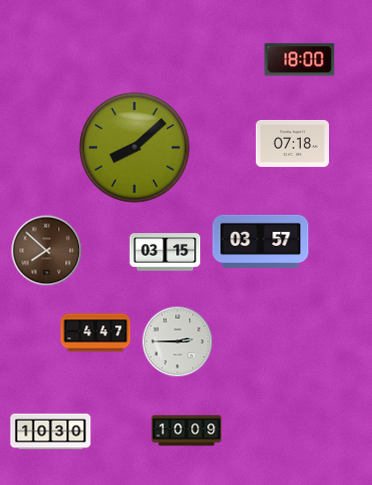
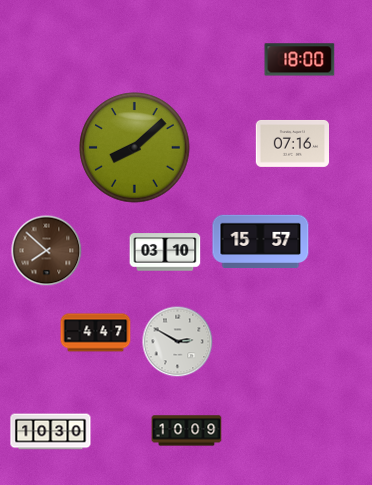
clock at (293, 143): 07:18 -> 07:16
clock at (261, 241): 03:57 -> 15:57
clock at (165, 252): 03:15 -> 03:10
clock at (178, 342): 2:45 -> 2:50
